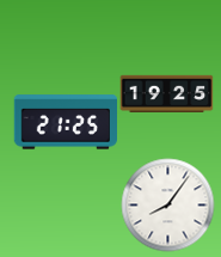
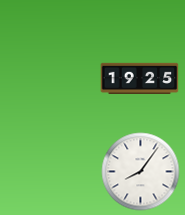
clock at (65, 122): 21:25 -> none
